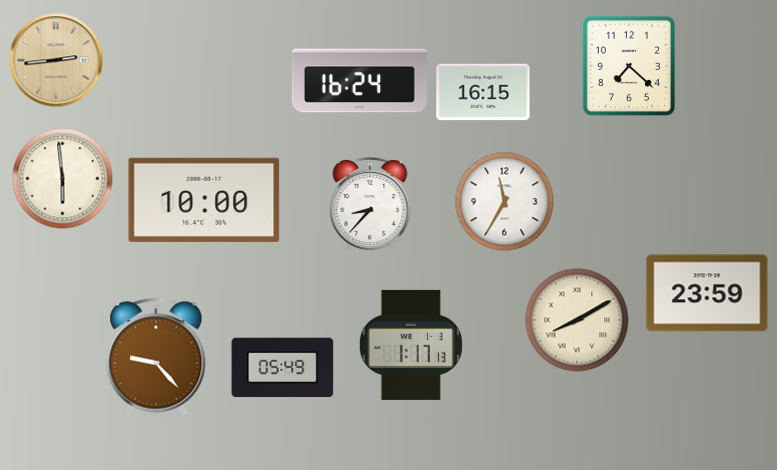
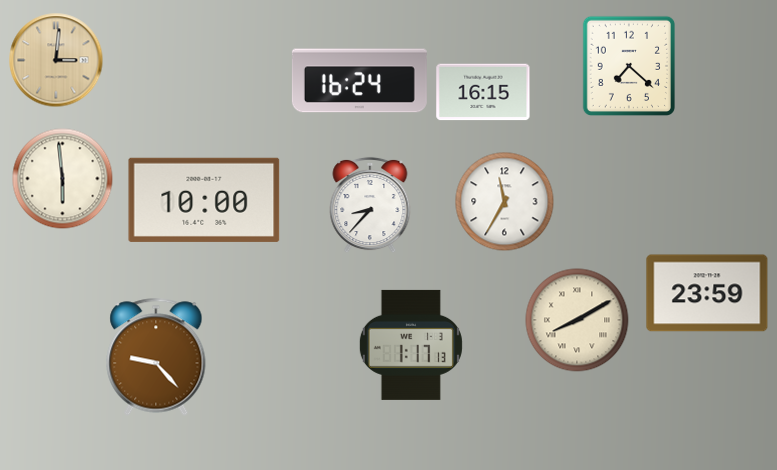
clock at (56, 60): 2:44 -> 3:01
clock at (283, 368): 05:49 -> none
